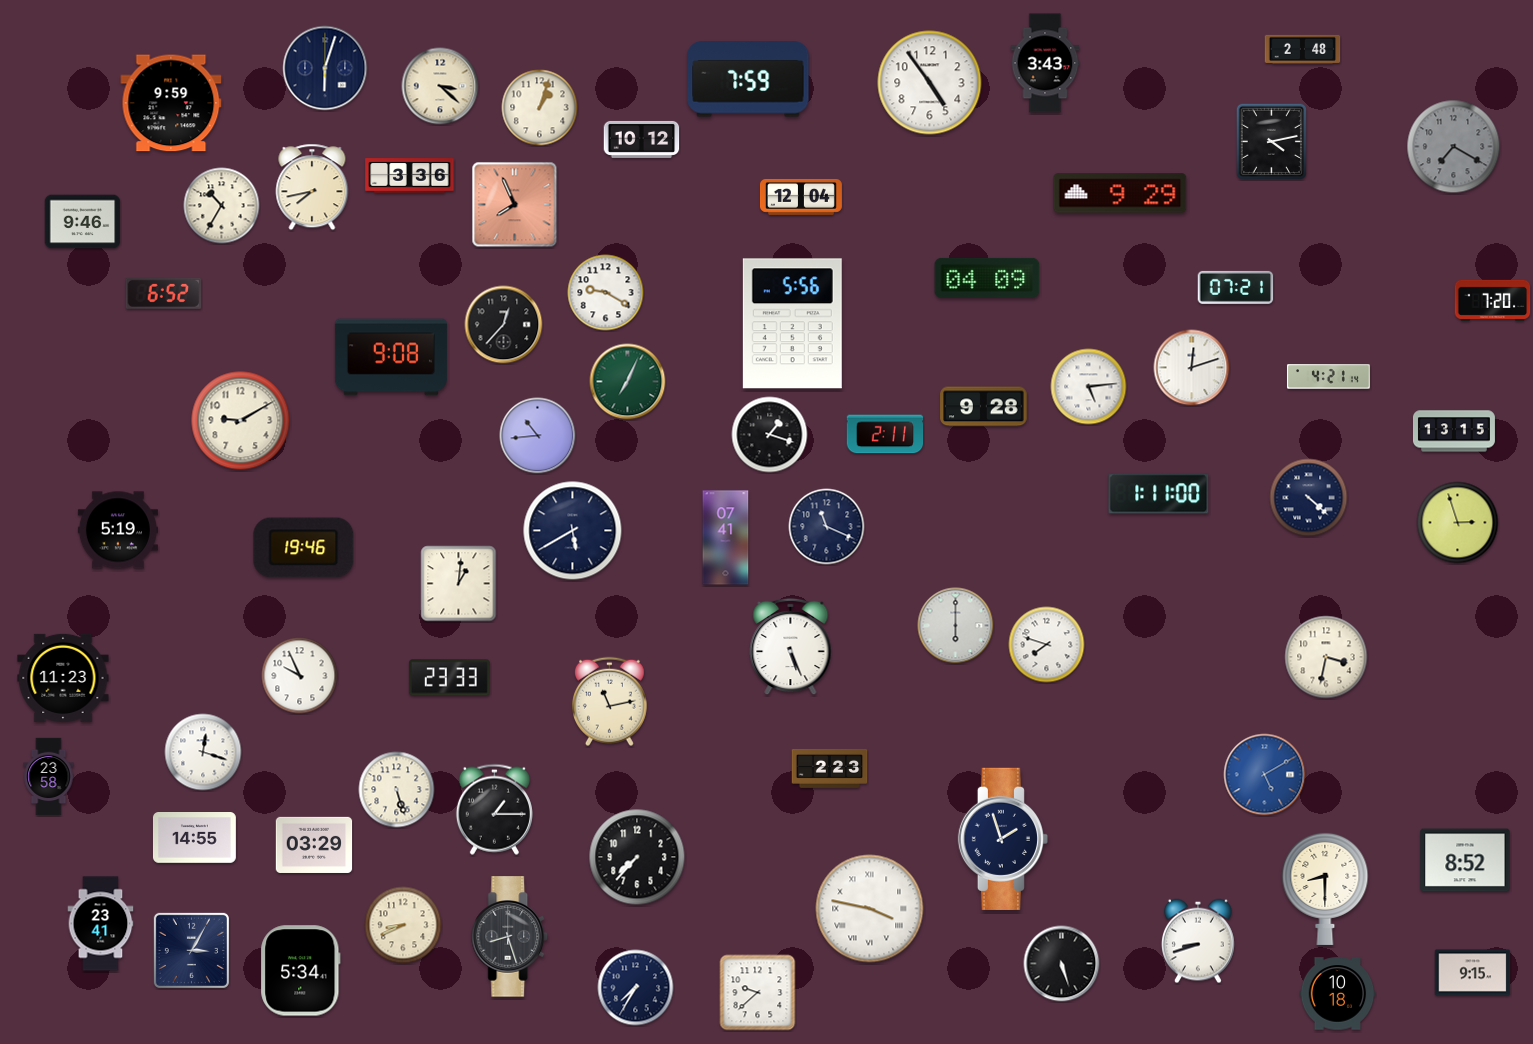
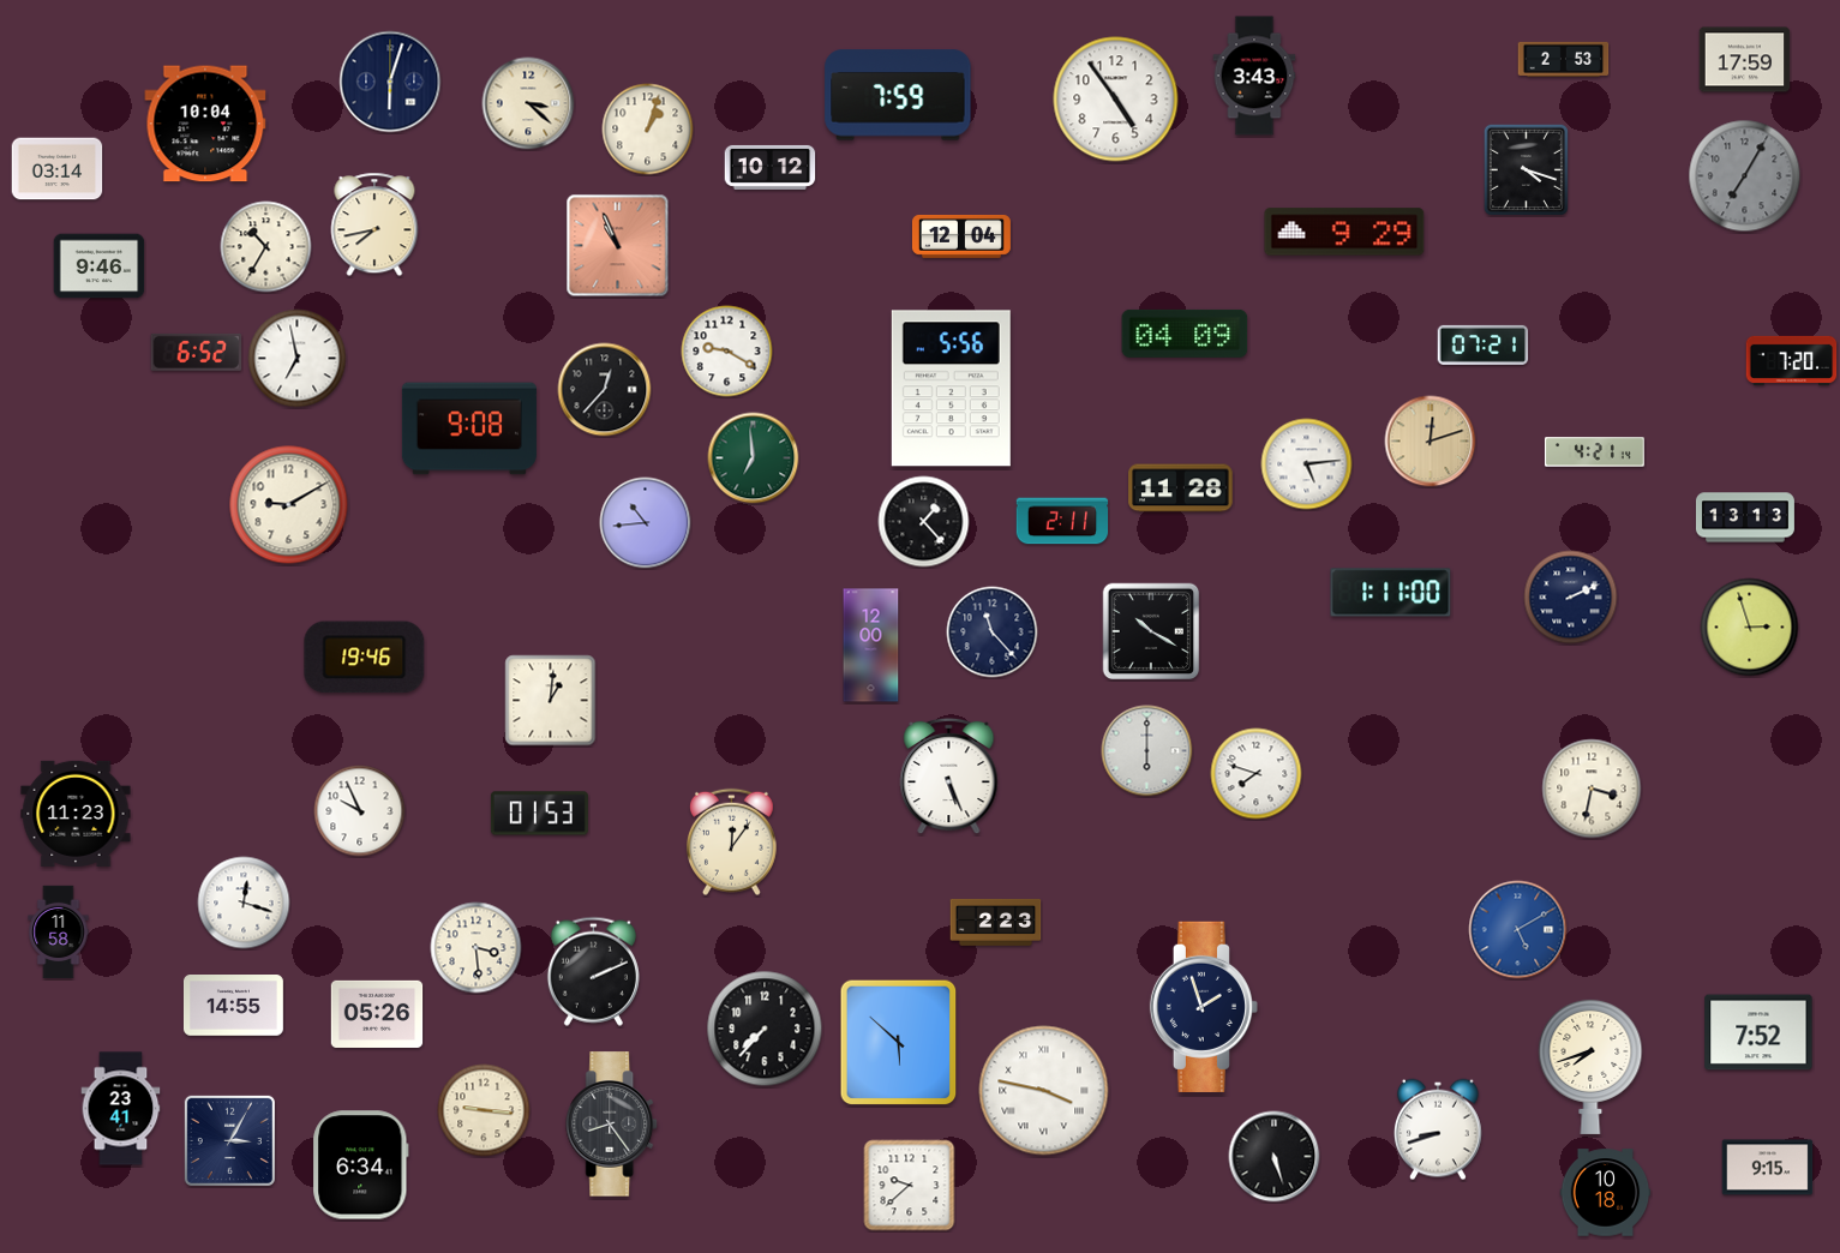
clock at (1303, 49): 2:48 -> 2:53
clock at (1745, 60): none -> 17:59
clock at (171, 103): 9:59 -> 10:04
clock at (58, 169): none -> 03:14
clock at (1271, 141): 4:13 -> 4:18
clock at (1454, 147): 7:20 -> 7:05
clock at (410, 176): 3:36 -> none
clock at (515, 205): 7:56 -> 10:56
clock at (298, 359): none -> 6:58
clock at (1192, 368) dial: white -> champagne
clock at (628, 382): 7:04 -> 6:59
clock at (984, 407): 9:28 -> 11:28
clock at (1454, 431): 13:15 -> 13:13
clock at (770, 435): 1:18 -> 1:23
clock at (1309, 498): 4:22 -> 2:11
clock at (1151, 631): none -> 10:20
clock at (827, 527): 11:19 -> 11:23
clock at (118, 530): 5:19 -> none
clock at (573, 531): 5:40 -> none
clock at (726, 538): 07:41 -> 12:00
clock at (449, 678): 23:33 -> 01:53
clock at (609, 702): 11:13 -> 12:06
clock at (49, 777): 23:58 -> 11:58
clock at (397, 790): 5:27 -> 3:29
clock at (494, 809): 1:15 -> 2:11
clock at (314, 845): 03:29 -> 05:26
clock at (1465, 860): 8:52 -> 7:52
clock at (899, 1043): none -> 5:52
clock at (1325, 888): 8:30 -> 7:42
clock at (403, 925): 8:41 -> 9:16
clock at (510, 937): 8:27 -> 8:24
clock at (301, 971): 5:34 -> 6:34
clock at (636, 988): 7:35 -> none
clock at (758, 993) position: (758, 993) -> (910, 1186)
